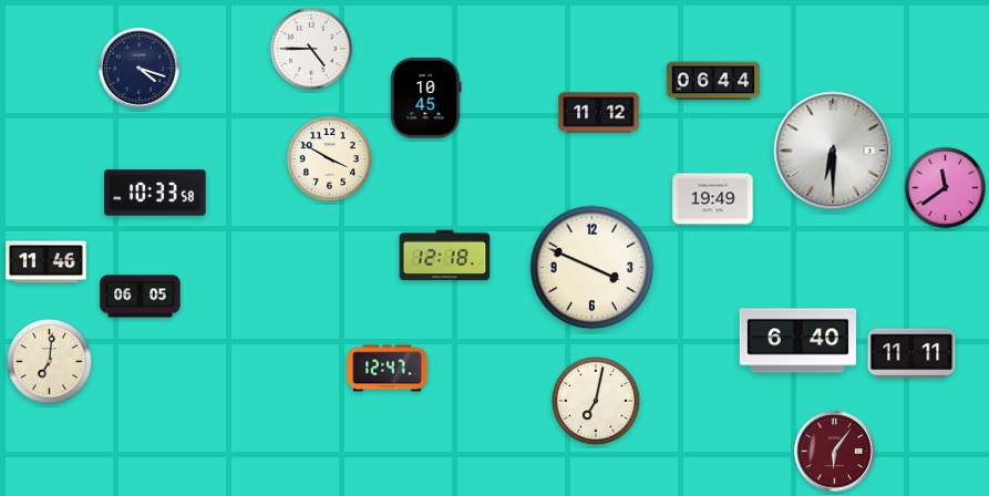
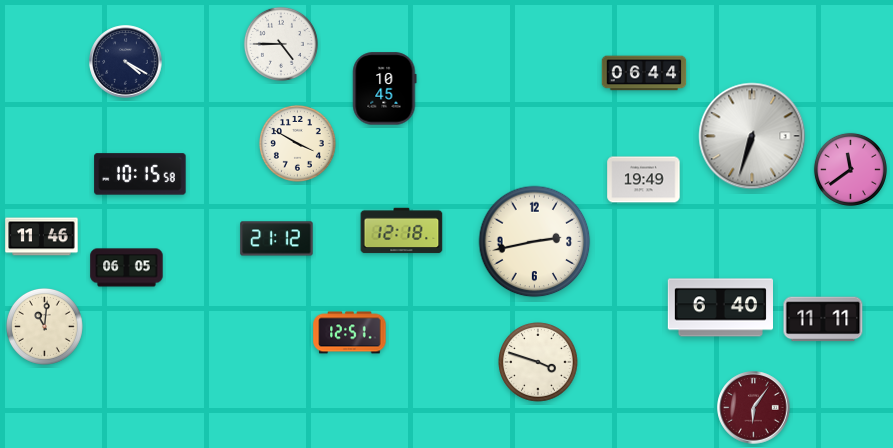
clock at (140, 69): 4:18 -> 4:20
clock at (599, 113): 11:12 -> none
clock at (833, 151): 6:30 -> 6:33
clock at (945, 187) position: (945, 187) -> (850, 169)
clock at (155, 193): 10:33 -> 10:15
clock at (277, 239): none -> 21:12
clock at (593, 268): 3:49 -> 2:43
clock at (49, 361): 7:01 -> 11:01
clock at (388, 369): 12:47 -> 12:51
clock at (596, 401): 7:02 -> 3:48
